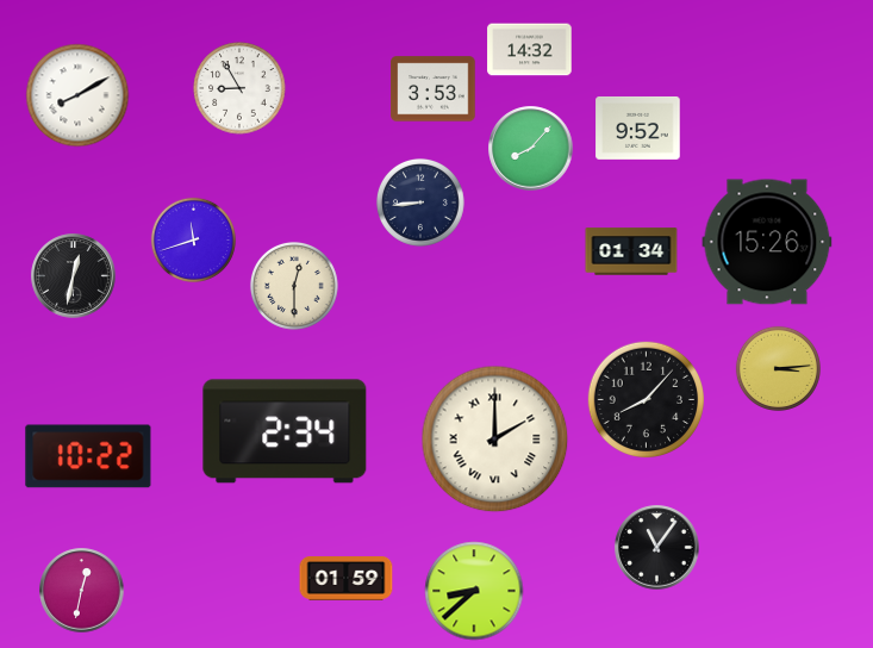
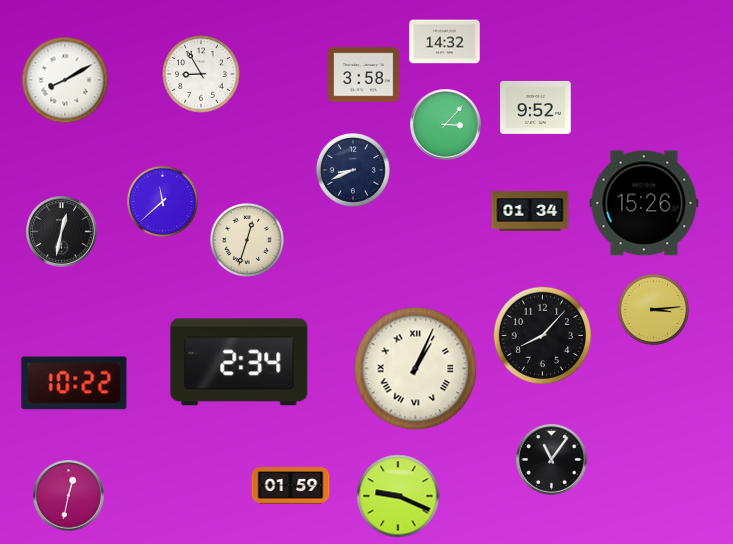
clock at (434, 89): 3:53 -> 3:58
clock at (531, 149): 8:07 -> 3:07
clock at (420, 202): 8:44 -> 8:41
clock at (193, 239): 11:42 -> 11:38
clock at (294, 286): 12:30 -> 12:33
clock at (495, 440): 2:00 -> 1:04
clock at (474, 591): 8:38 -> 9:19
